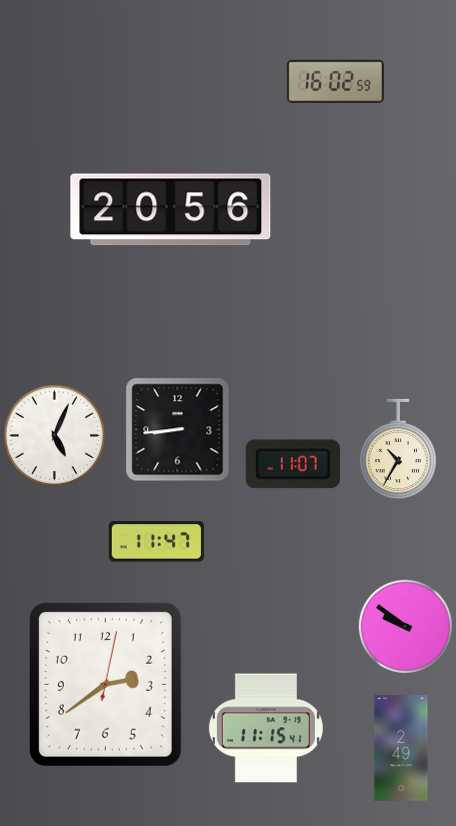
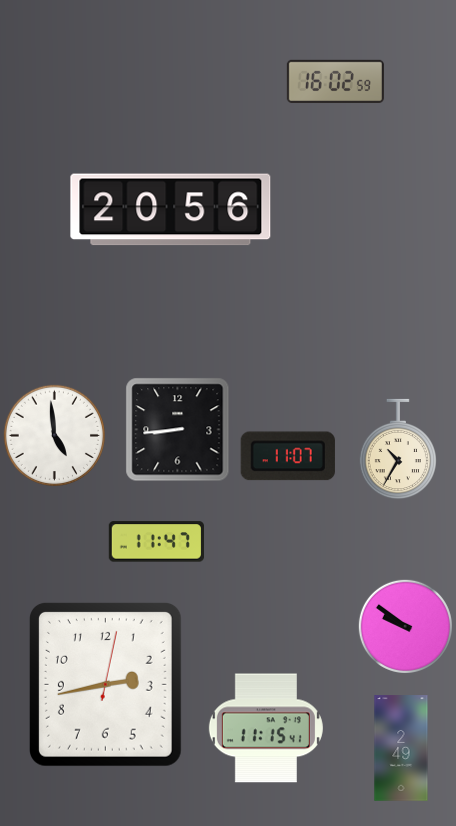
clock at (54, 435): 5:04 -> 4:59
clock at (293, 464) position: (293, 464) -> (288, 456)
clock at (105, 684): 2:39 -> 2:43
